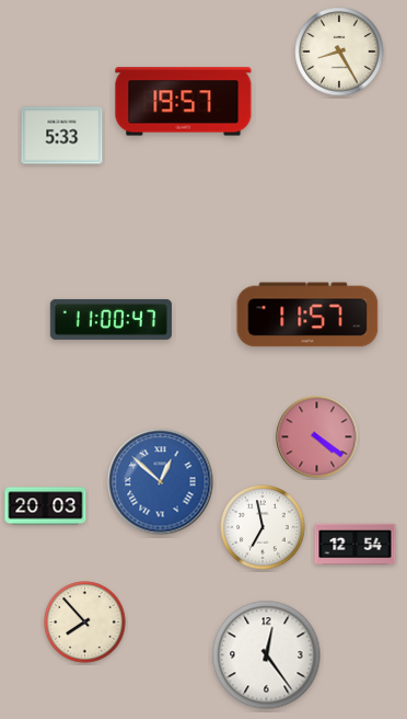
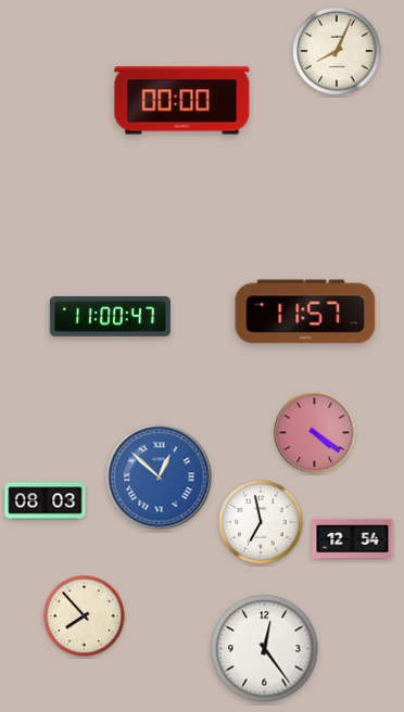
clock at (339, 52): 8:25 -> 8:04
clock at (184, 102): 19:57 -> 00:00
clock at (62, 136): 5:33 -> none
clock at (46, 506): 20:03 -> 08:03
